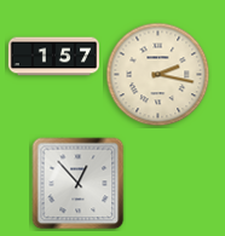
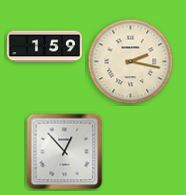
clock at (53, 57): 1:57 -> 1:59
